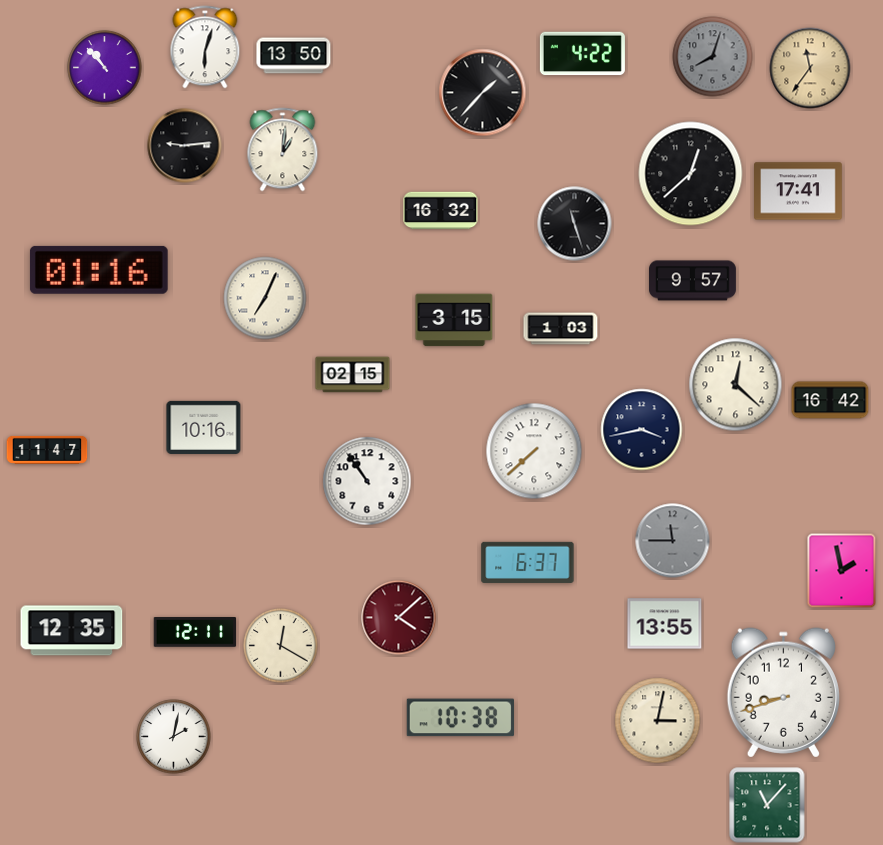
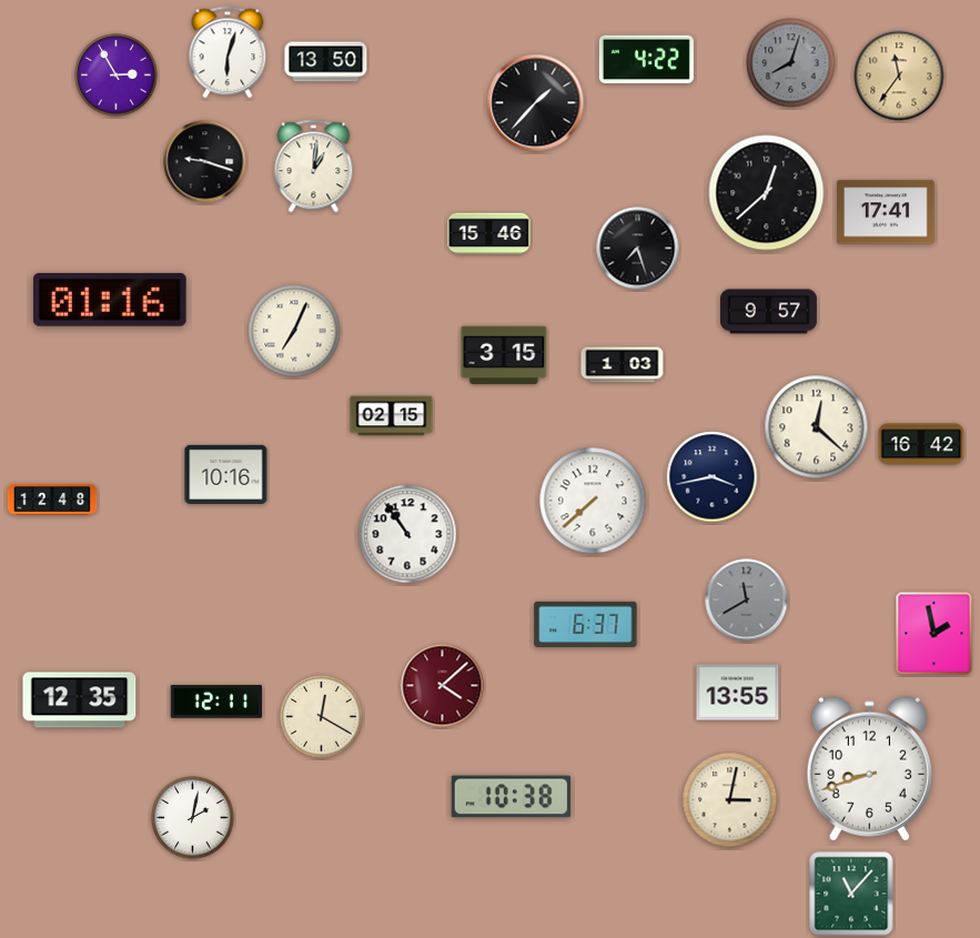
clock at (105, 68): 10:53 -> 2:55
clock at (185, 146): 9:14 -> 9:18
clock at (441, 211): 16:32 -> 15:46
clock at (575, 224): 11:27 -> 7:27
clock at (47, 450): 11:47 -> 12:48
clock at (673, 541): 11:45 -> 11:40
clock at (281, 646) position: (281, 646) -> (322, 717)
